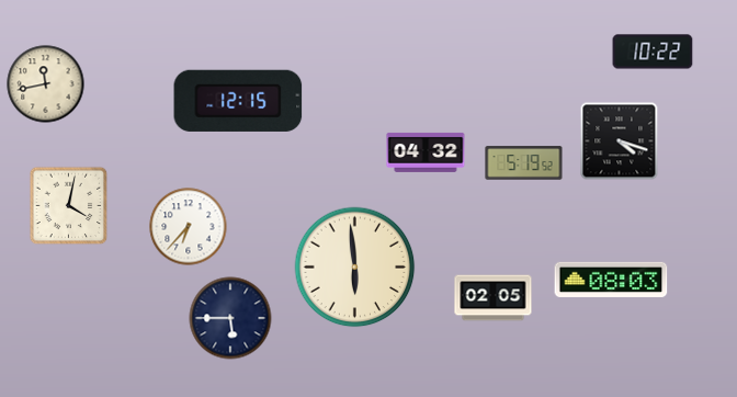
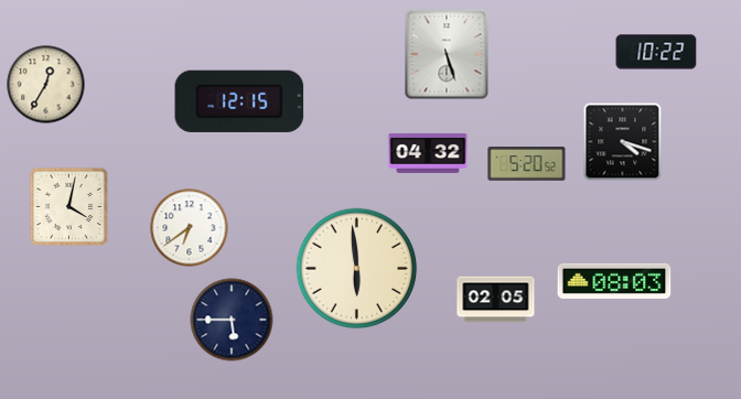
clock at (447, 54): none -> 5:27
clock at (46, 84): 11:43 -> 12:35
clock at (524, 163): 5:19 -> 5:20
clock at (189, 227): 6:37 -> 6:39
